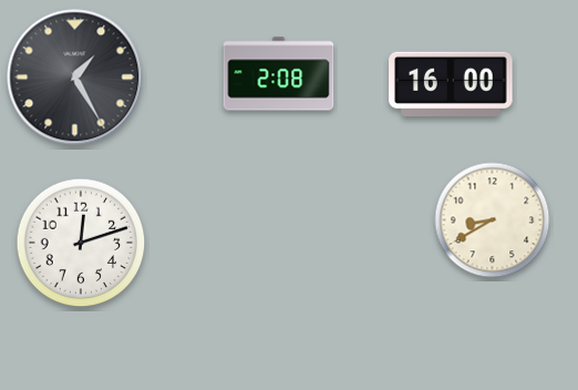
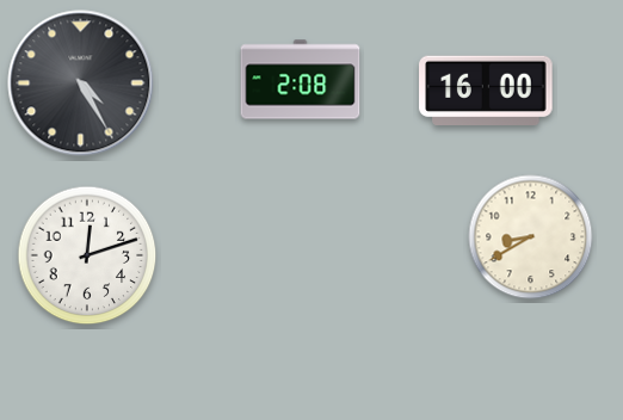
clock at (75, 78): 1:25 -> 4:25
clock at (81, 243) position: (81, 243) -> (87, 255)
